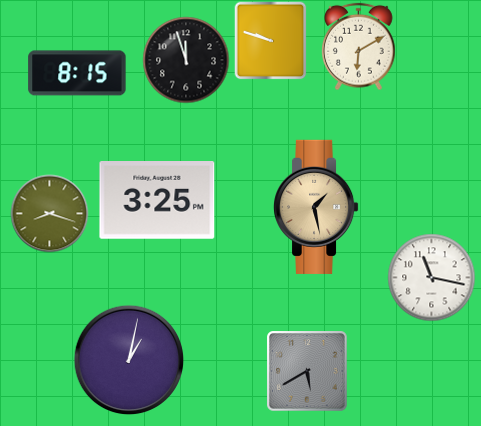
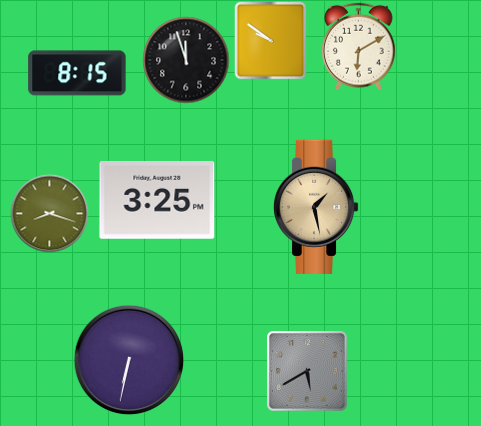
clock at (271, 40): 9:48 -> 9:51
clock at (431, 277): 11:17 -> none
clock at (129, 360): 1:02 -> 6:32
